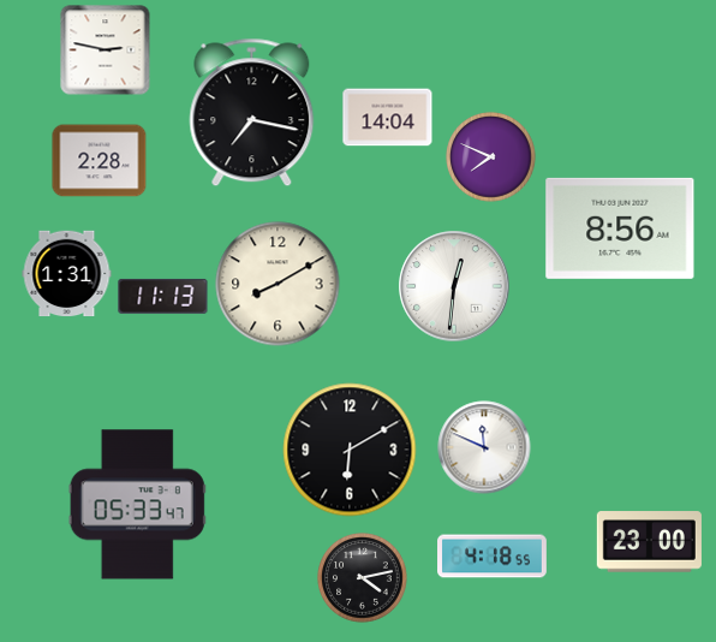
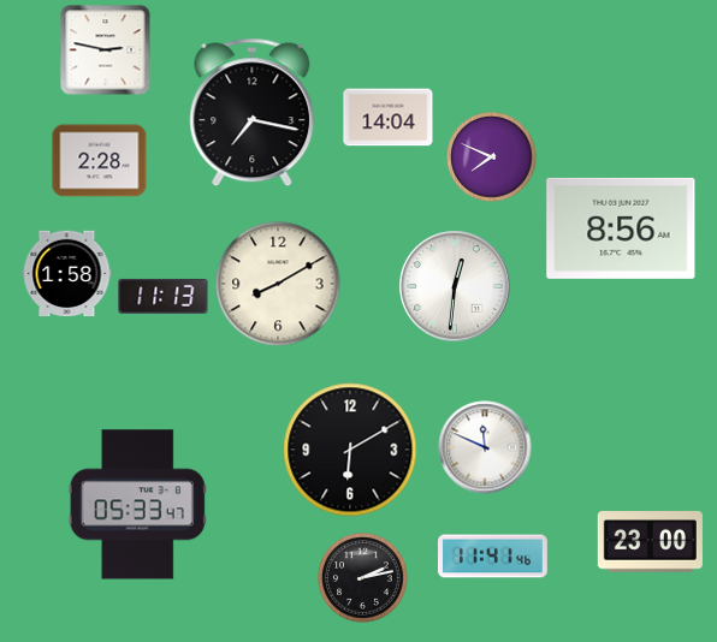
clock at (67, 274): 1:31 -> 1:58
clock at (493, 557): 4:18 -> 11:41
clock at (363, 578): 4:13 -> 2:13
